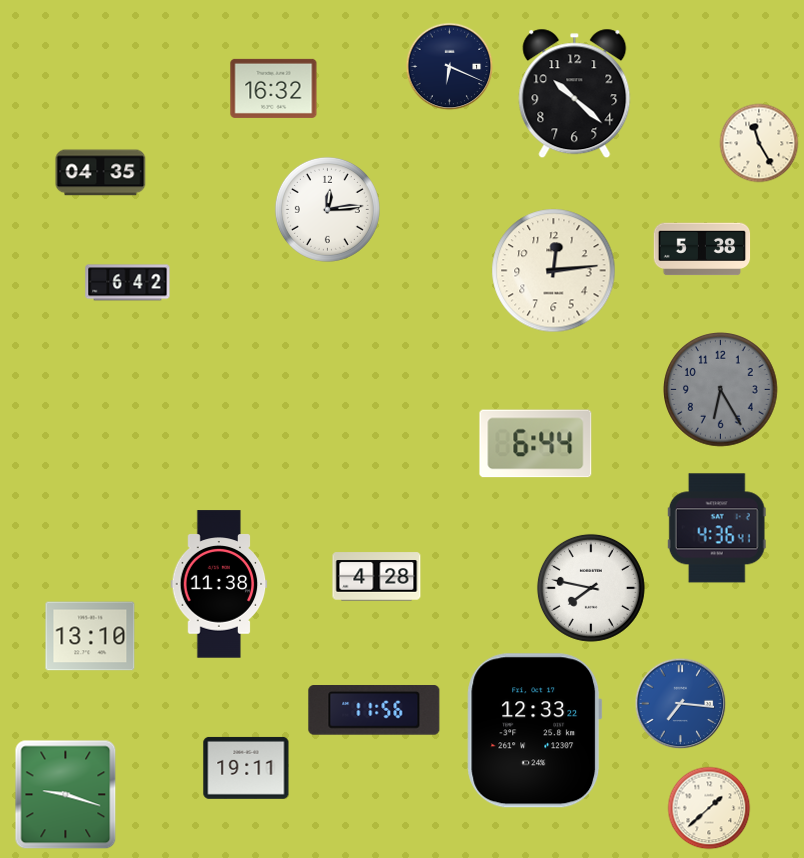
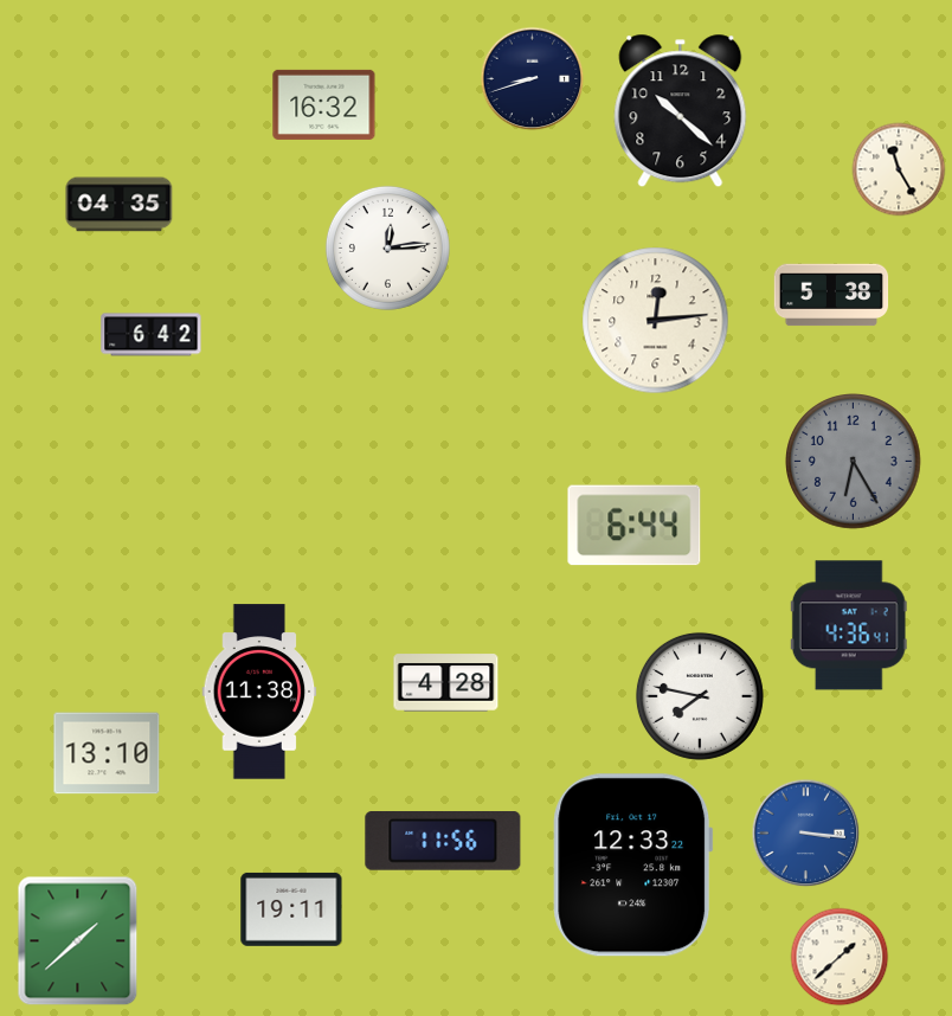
clock at (450, 67): 6:19 -> 8:42
clock at (681, 704): 7:16 -> 3:16
clock at (66, 795): 9:18 -> 1:38
